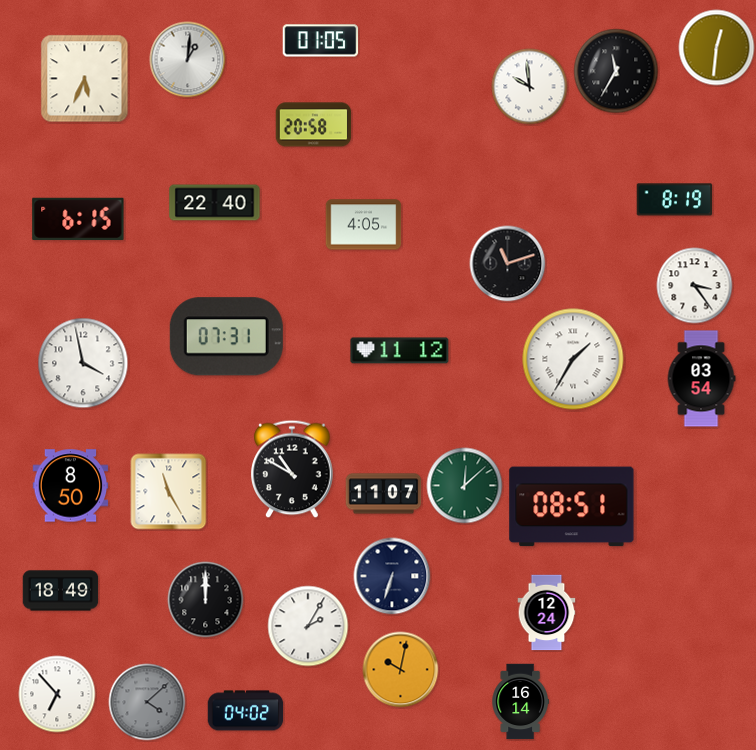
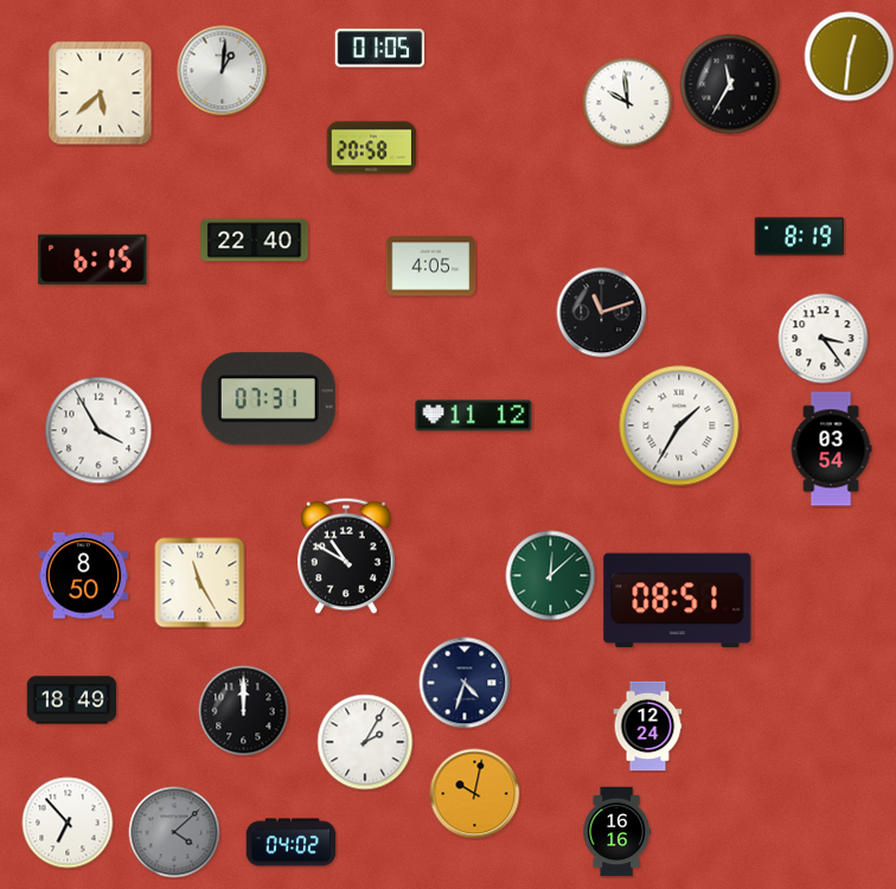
clock at (85, 79): 5:34 -> 5:38
clock at (83, 363): 3:58 -> 3:55
clock at (384, 494): 11:07 -> none
clock at (392, 576): 6:33 -> 4:33
clock at (520, 702): 16:14 -> 16:16
